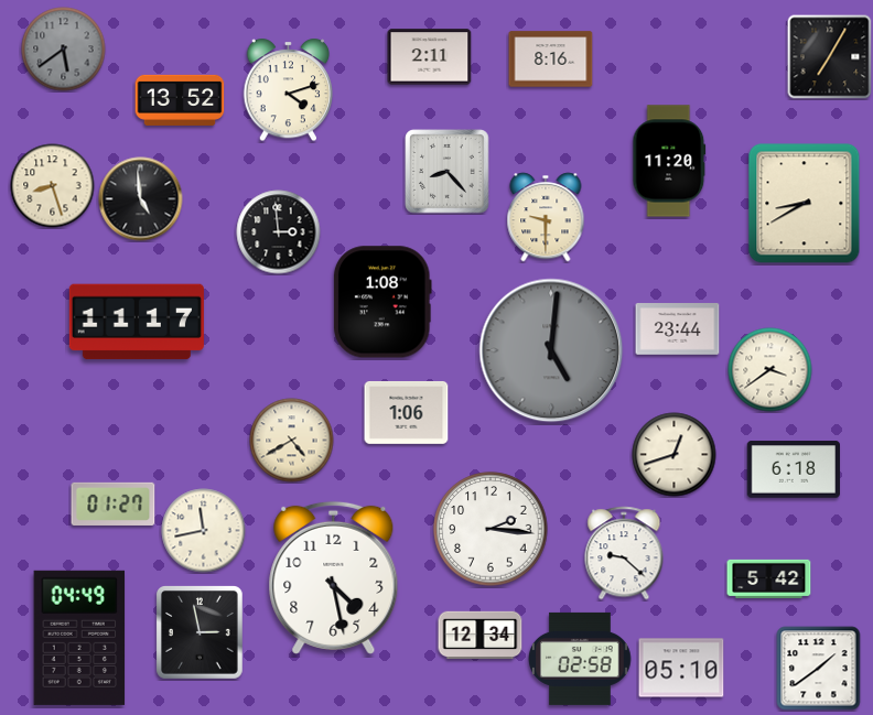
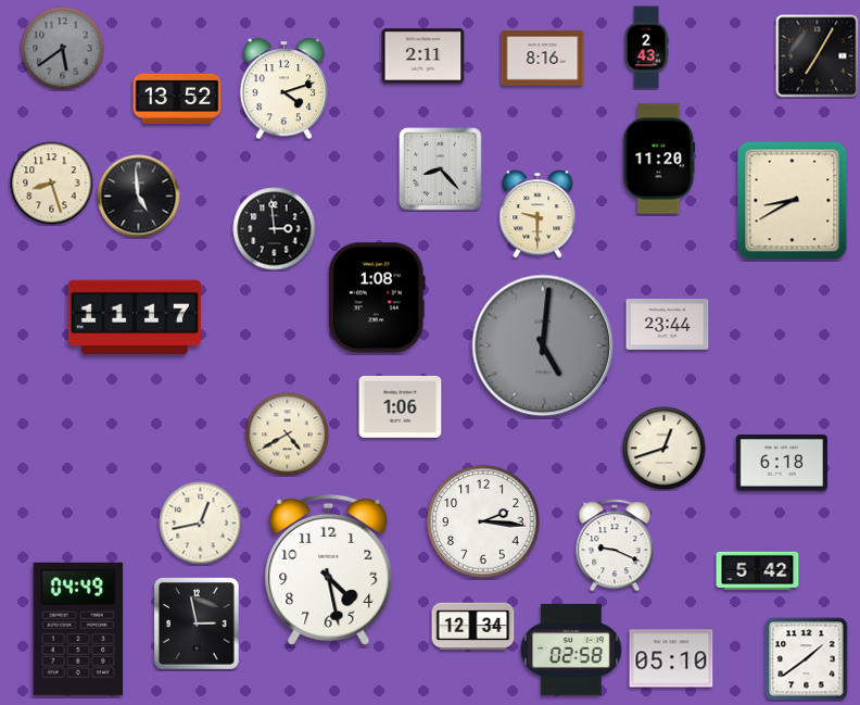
clock at (646, 48): none -> 2:43
clock at (770, 370): 3:39 -> none
clock at (114, 503): 01:27 -> none
clock at (204, 531): 11:43 -> 12:43
clock at (624, 553): 9:22 -> 9:19
